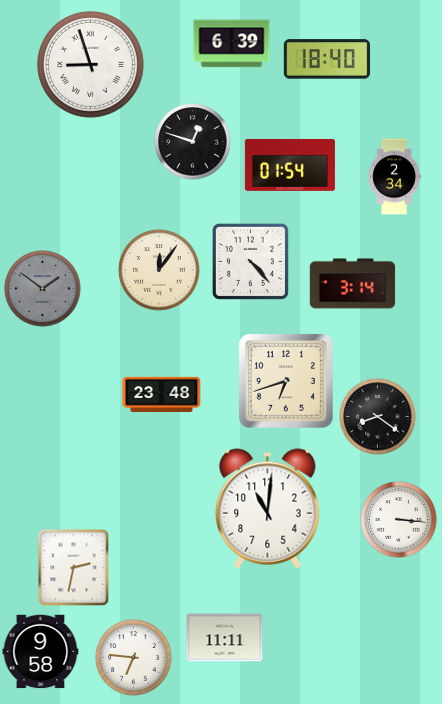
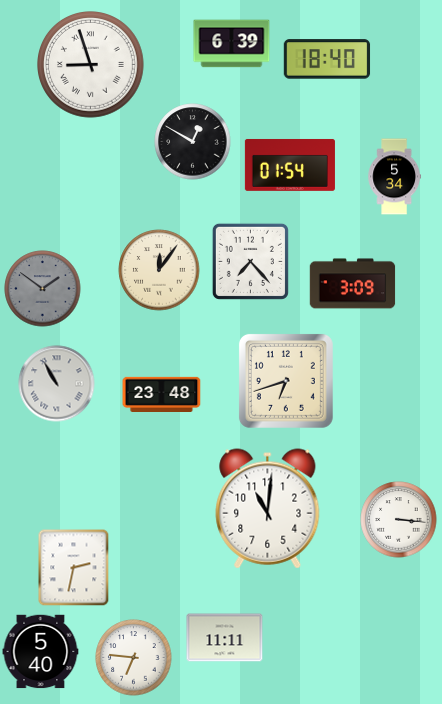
clock at (193, 142): 12:48 -> 12:50
clock at (394, 177): 2:34 -> 5:34
clock at (250, 261): 4:23 -> 7:23
clock at (353, 284): 3:14 -> 3:09
clock at (57, 384): none -> 10:55
clock at (378, 417): 8:21 -> none
clock at (41, 652): 9:58 -> 5:40
